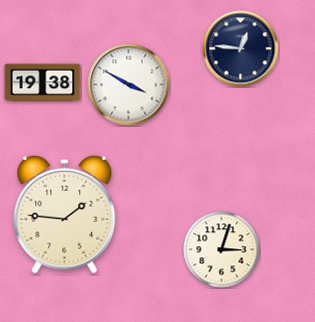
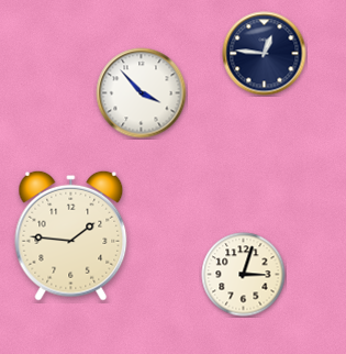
clock at (43, 83): 19:38 -> none
clock at (129, 85): 3:50 -> 3:53
